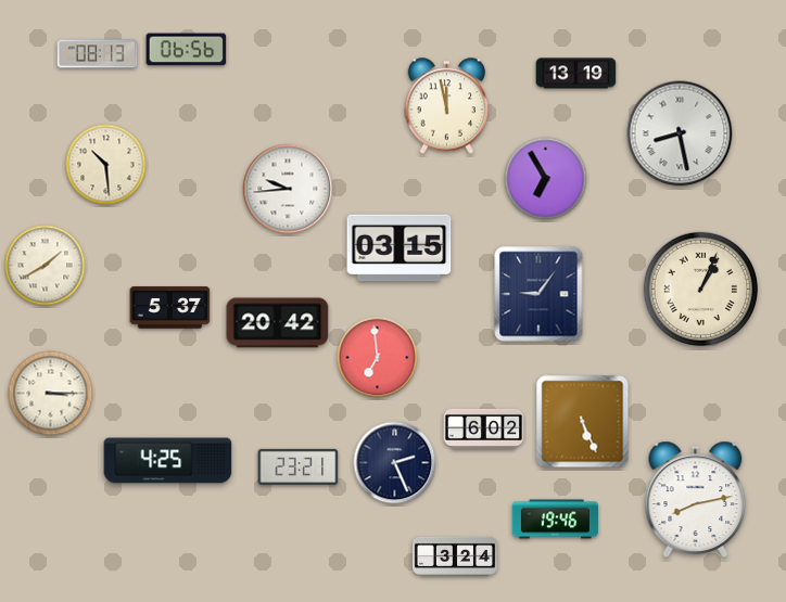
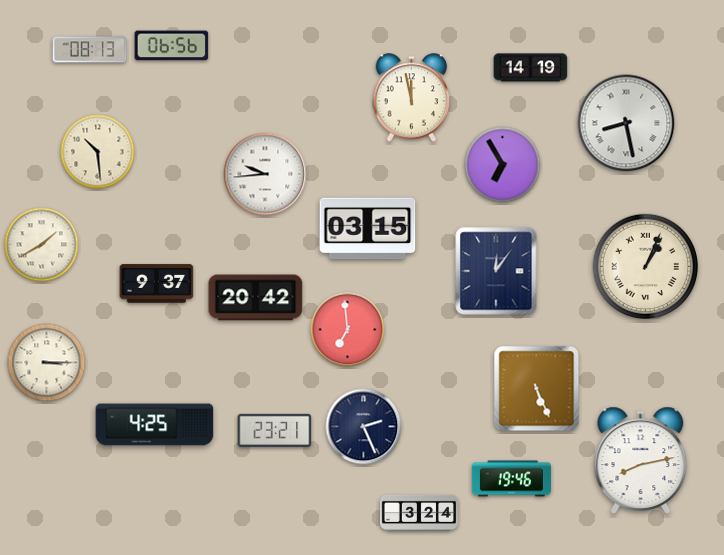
clock at (576, 74): 13:19 -> 14:19
clock at (538, 294): 9:06 -> 12:06
clock at (170, 308): 5:37 -> 9:37
clock at (484, 428): 6:02 -> none
